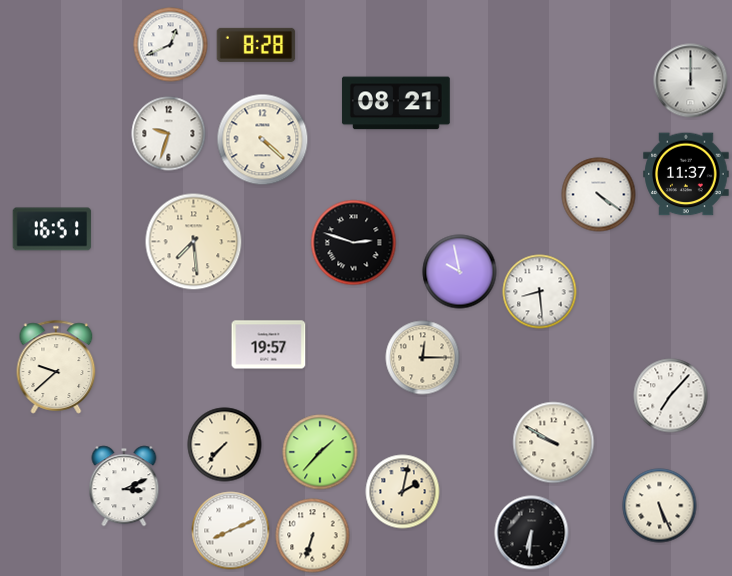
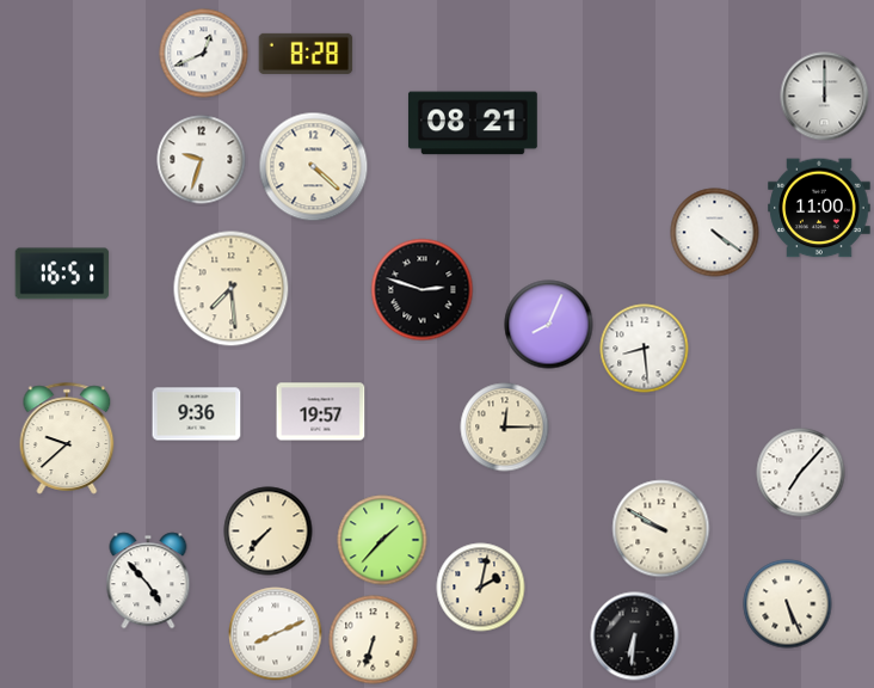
clock at (686, 174): 11:37 -> 11:00
clock at (460, 272): 9:58 -> 8:04
clock at (197, 414): none -> 9:36
clock at (124, 486): 3:11 -> 4:53
